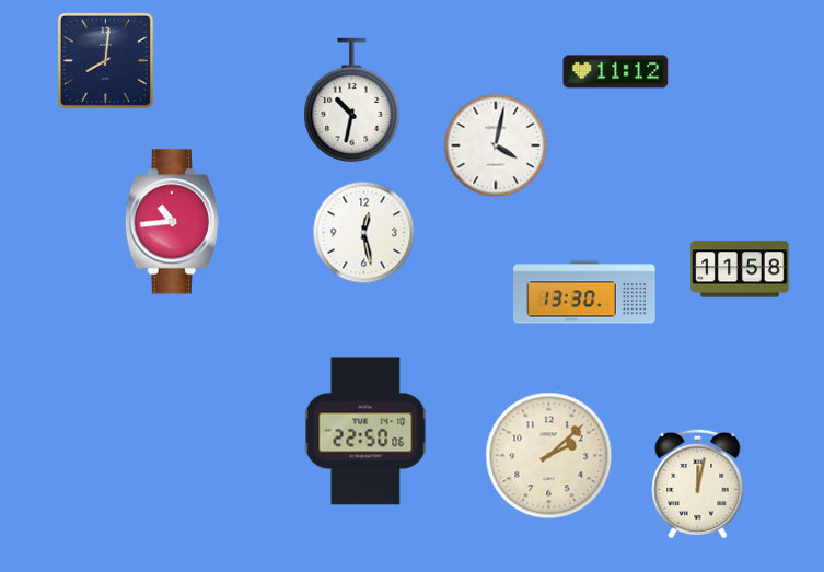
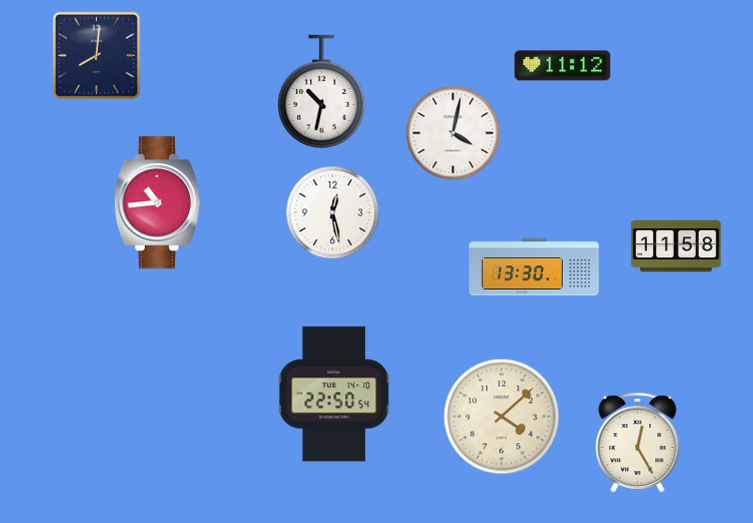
clock at (365, 431): 22:50:06 -> 22:50:54
clock at (549, 456): 2:08 -> 4:08
clock at (698, 483): 12:02 -> 12:25
